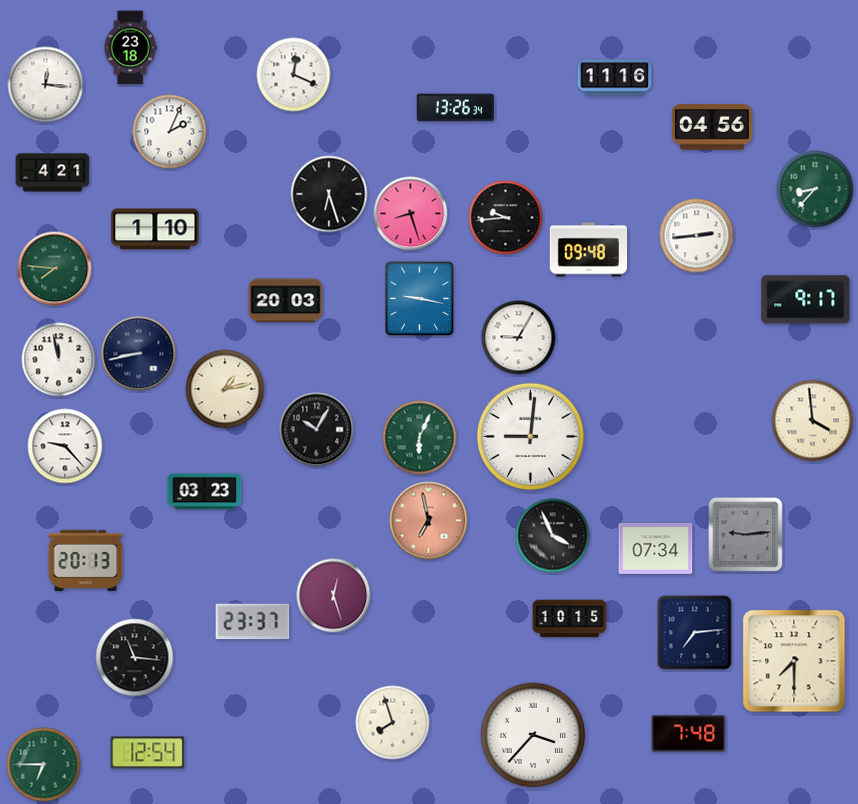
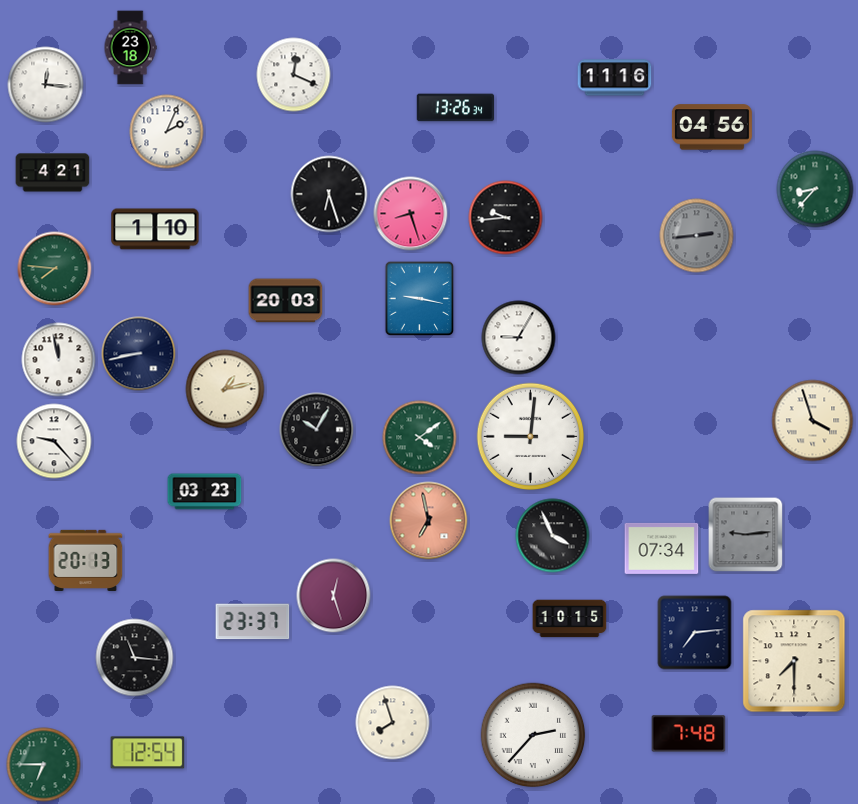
clock at (170, 132) position: (170, 132) -> (167, 132)
clock at (697, 236) dial: white -> grey
clock at (589, 250): 09:48 -> none
clock at (806, 300): 9:17 -> none
clock at (813, 421): 3:59 -> 3:57
clock at (420, 438): 6:04 -> 4:09
clock at (65, 446) position: (65, 446) -> (54, 441)
clock at (656, 548) position: (656, 548) -> (662, 548)
clock at (533, 735): 3:37 -> 2:37
